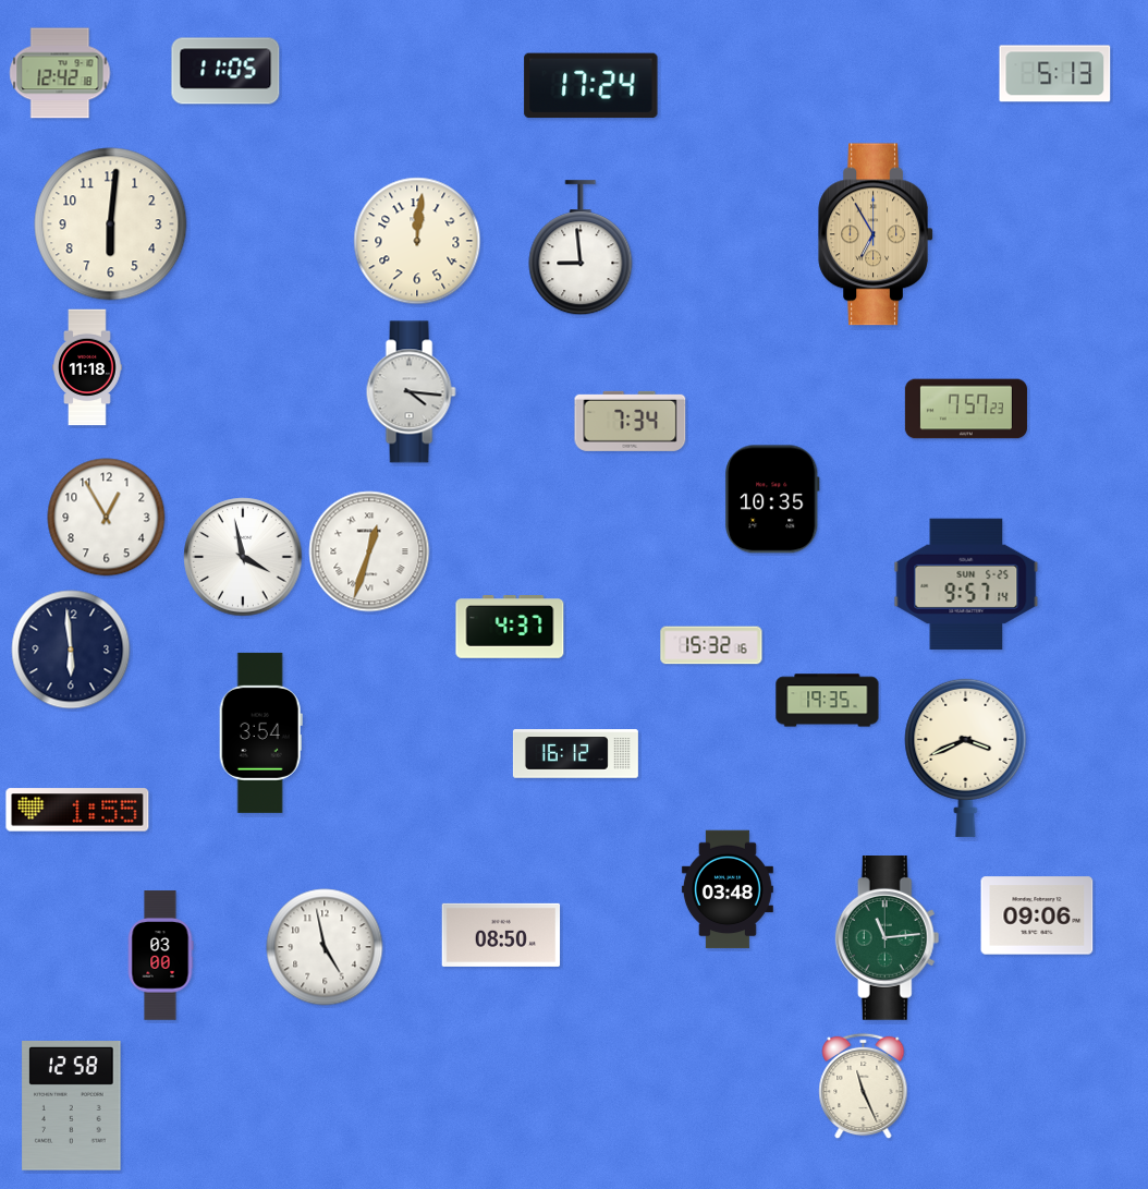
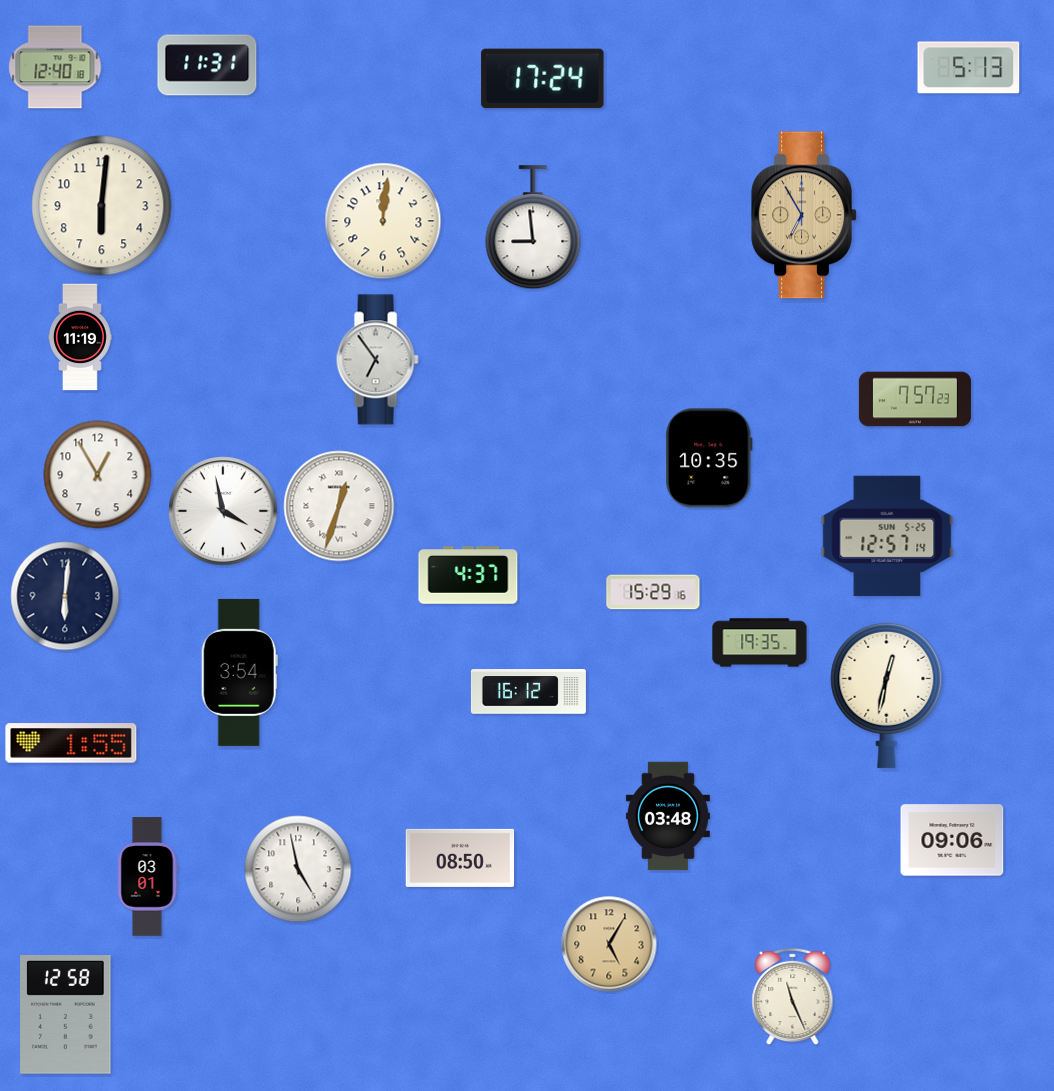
clock at (225, 71): 11:05 -> 11:31
clock at (60, 73): 12:42 -> 12:40
clock at (87, 367): 11:18 -> 11:19
clock at (411, 392): 4:16 -> 6:54
clock at (966, 409) position: (966, 409) -> (915, 399)
clock at (631, 421): 7:34 -> none
clock at (966, 584): 9:57 -> 12:57
clock at (711, 645): 15:32 -> 15:29
clock at (71, 650): 5:59 -> 6:01
clock at (966, 757): 3:41 -> 12:32
clock at (888, 938): 11:14 -> none
clock at (160, 956): 03:00 -> 03:01
clock at (609, 944): none -> 5:05
